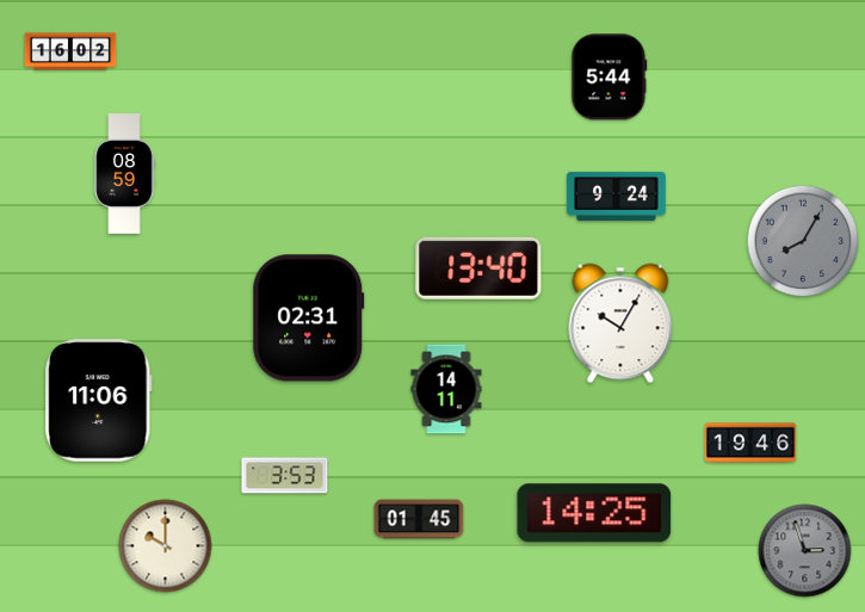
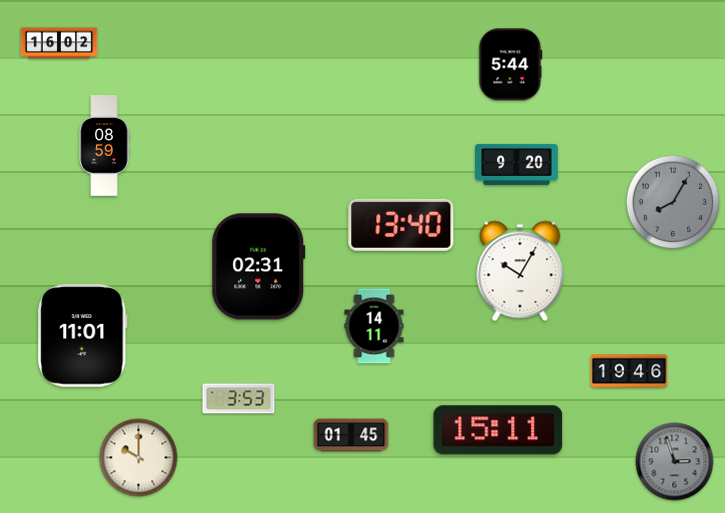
clock at (617, 196): 9:24 -> 9:20
clock at (99, 401): 11:06 -> 11:01
clock at (594, 513): 14:25 -> 15:11
